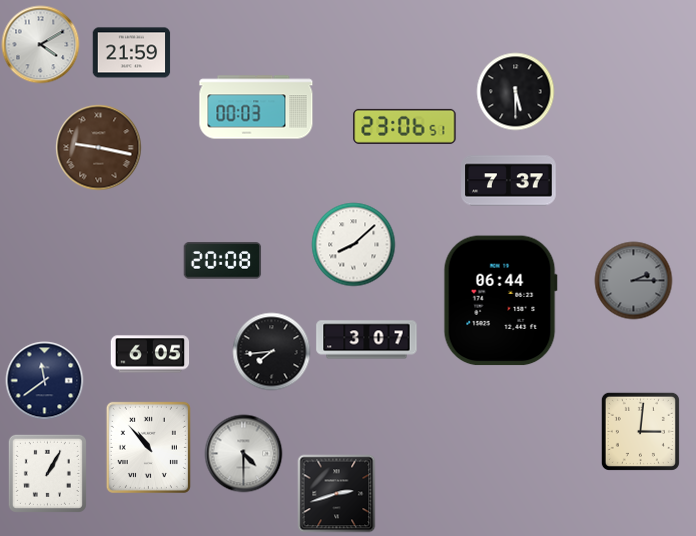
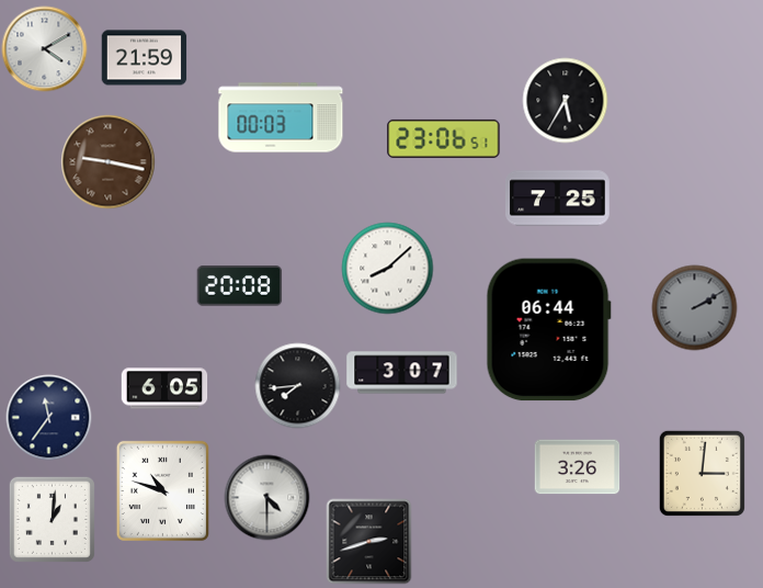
clock at (515, 91): 5:30 -> 5:35
clock at (509, 181): 7:37 -> 7:25
clock at (222, 261) position: (222, 261) -> (239, 286)
clock at (633, 280): 2:15 -> 2:10
clock at (44, 380): 11:39 -> 11:36
clock at (577, 467): none -> 3:26
clock at (148, 447): 10:53 -> 10:48
clock at (47, 473): 1:05 -> 1:01
